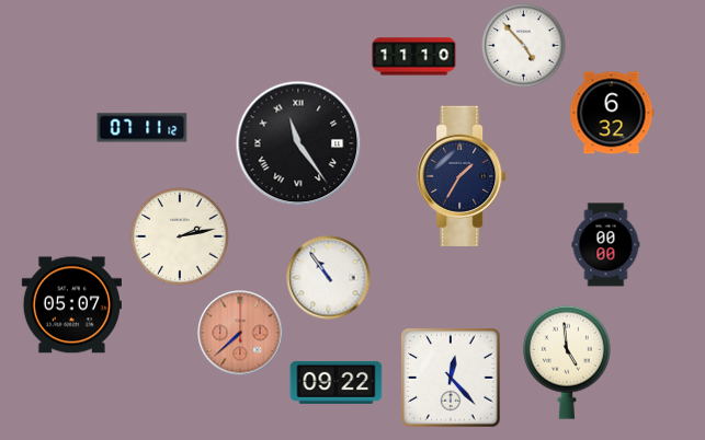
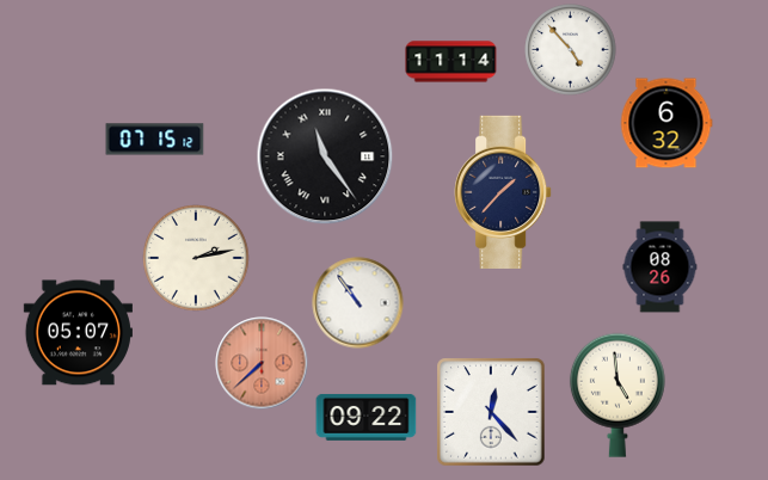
clock at (414, 57): 11:10 -> 11:14
clock at (143, 128): 07:11 -> 07:15
clock at (462, 176): 1:35 -> 1:37
clock at (606, 245): 00:00 -> 08:26
